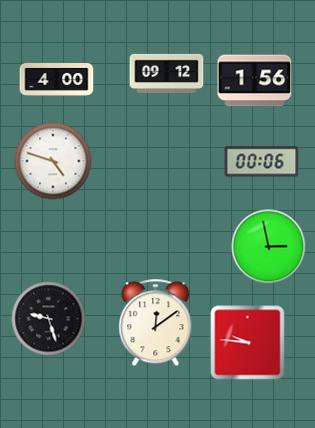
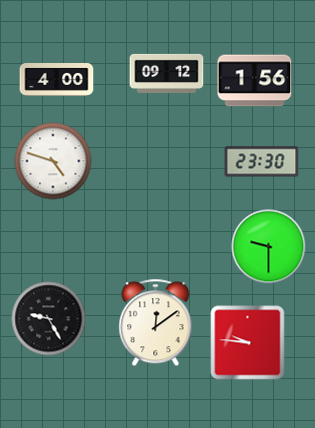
clock at (262, 162): 00:06 -> 23:30
clock at (269, 247): 2:58 -> 9:30
clock at (49, 319): 9:27 -> 9:25
